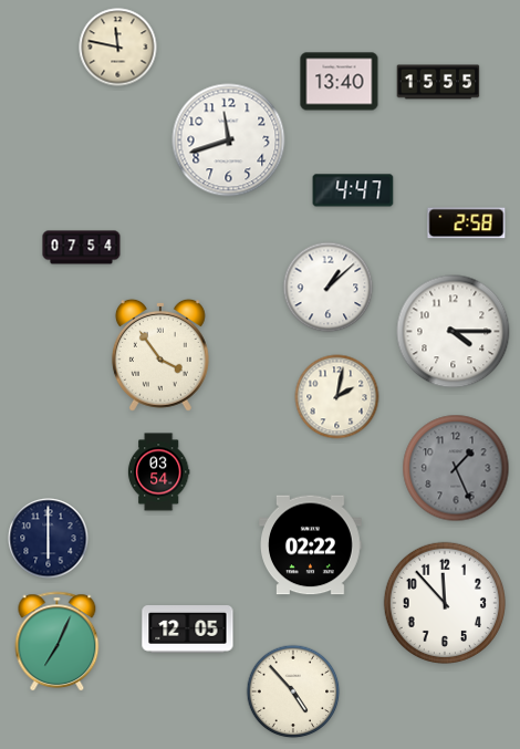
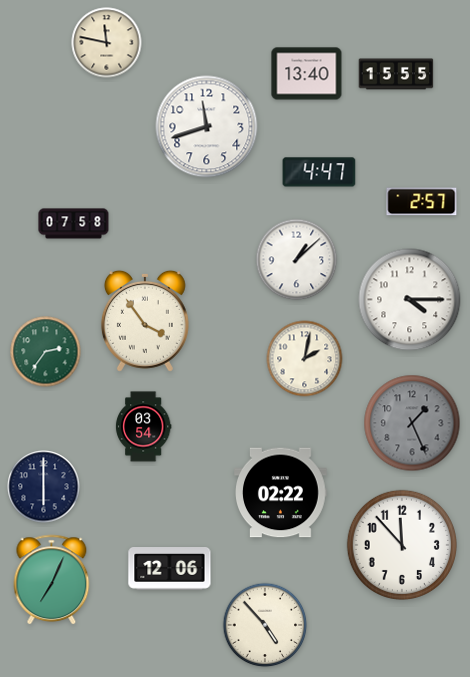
clock at (467, 223): 2:58 -> 2:57
clock at (82, 248): 07:54 -> 07:58
clock at (46, 352): none -> 2:36
clock at (188, 630): 12:05 -> 12:06
